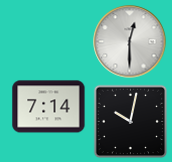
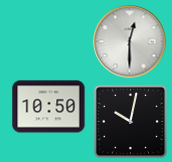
clock at (49, 107): 7:14 -> 10:50
